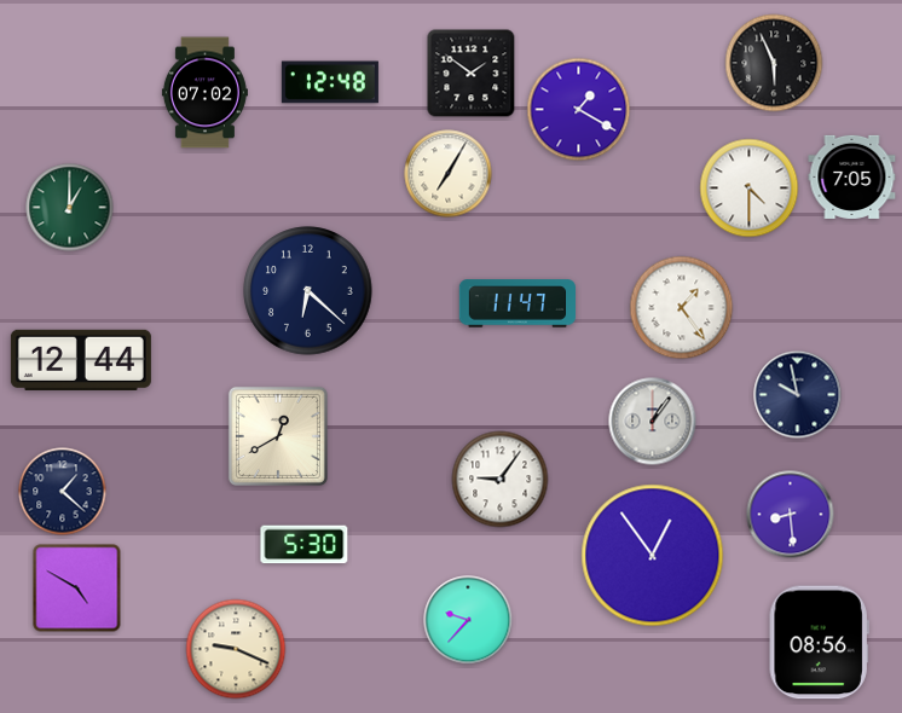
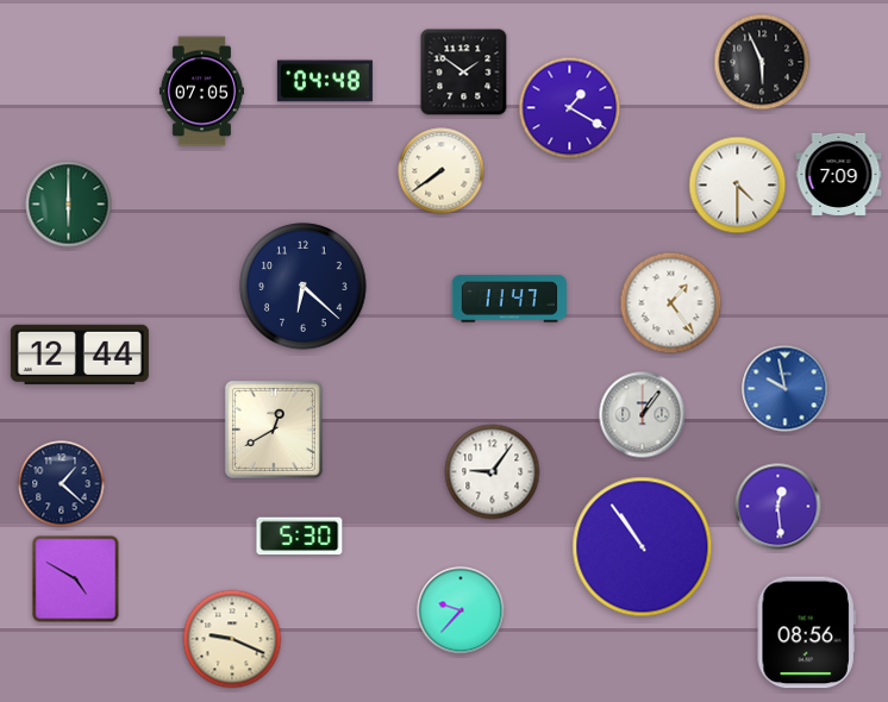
clock at (330, 82): 12:48 -> 04:48
clock at (204, 93): 07:02 -> 07:05
clock at (449, 174): 7:05 -> 7:39
clock at (852, 176): 7:05 -> 7:09
clock at (70, 208): 1:00 -> 6:00
clock at (798, 395) dial: navy -> blue
clock at (791, 515): 8:29 -> 12:29
clock at (653, 556): 12:54 -> 10:54
